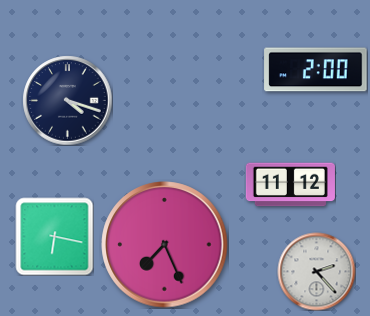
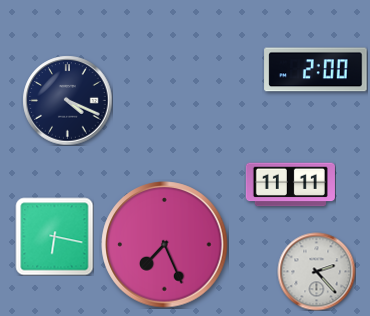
clock at (67, 100): 4:18 -> 4:19
clock at (290, 185): 11:12 -> 11:11
